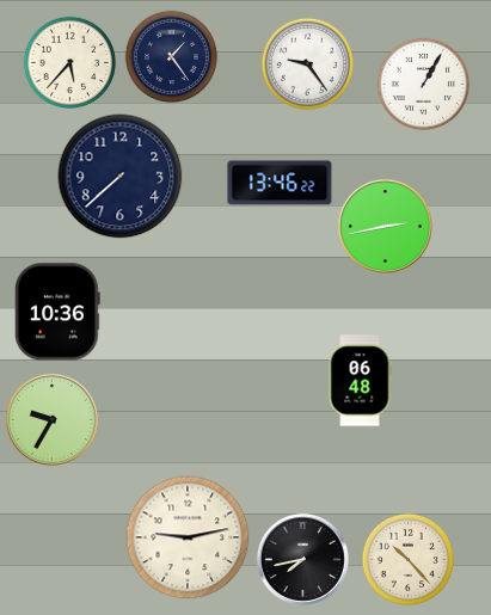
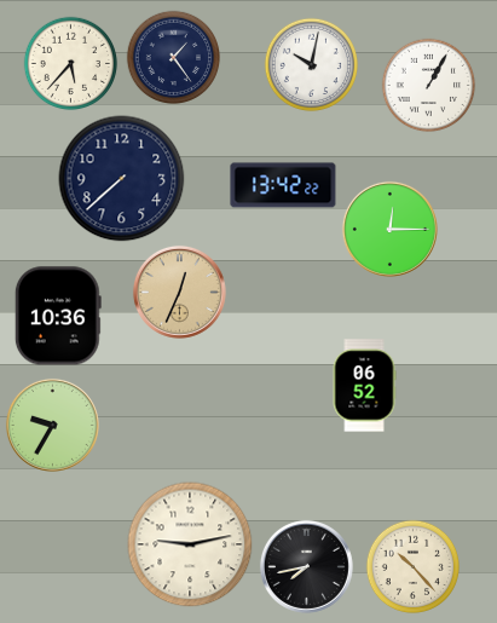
clock at (307, 63): 9:24 -> 10:02
clock at (280, 183): 13:46 -> 13:42
clock at (385, 226): 2:43 -> 12:15
clock at (179, 292): none -> 12:34
clock at (360, 381): 06:48 -> 06:52
